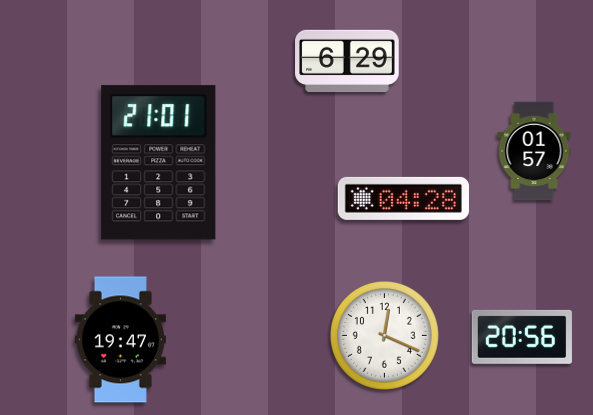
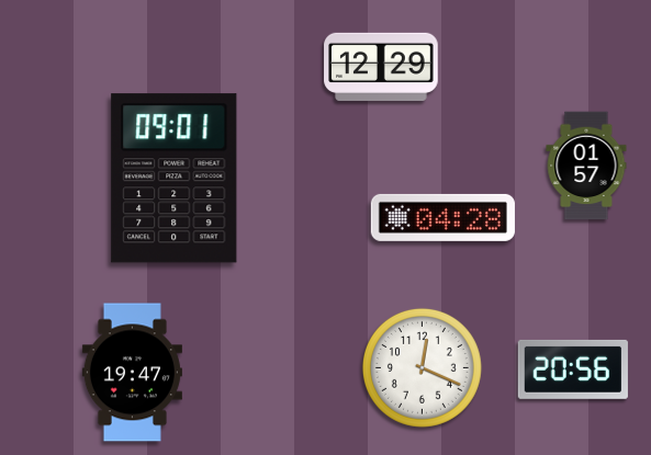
clock at (347, 60): 6:29 -> 12:29
clock at (159, 163): 21:01 -> 09:01
